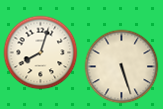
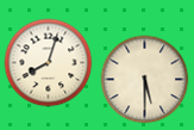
clock at (122, 67): 5:27 -> 5:30
